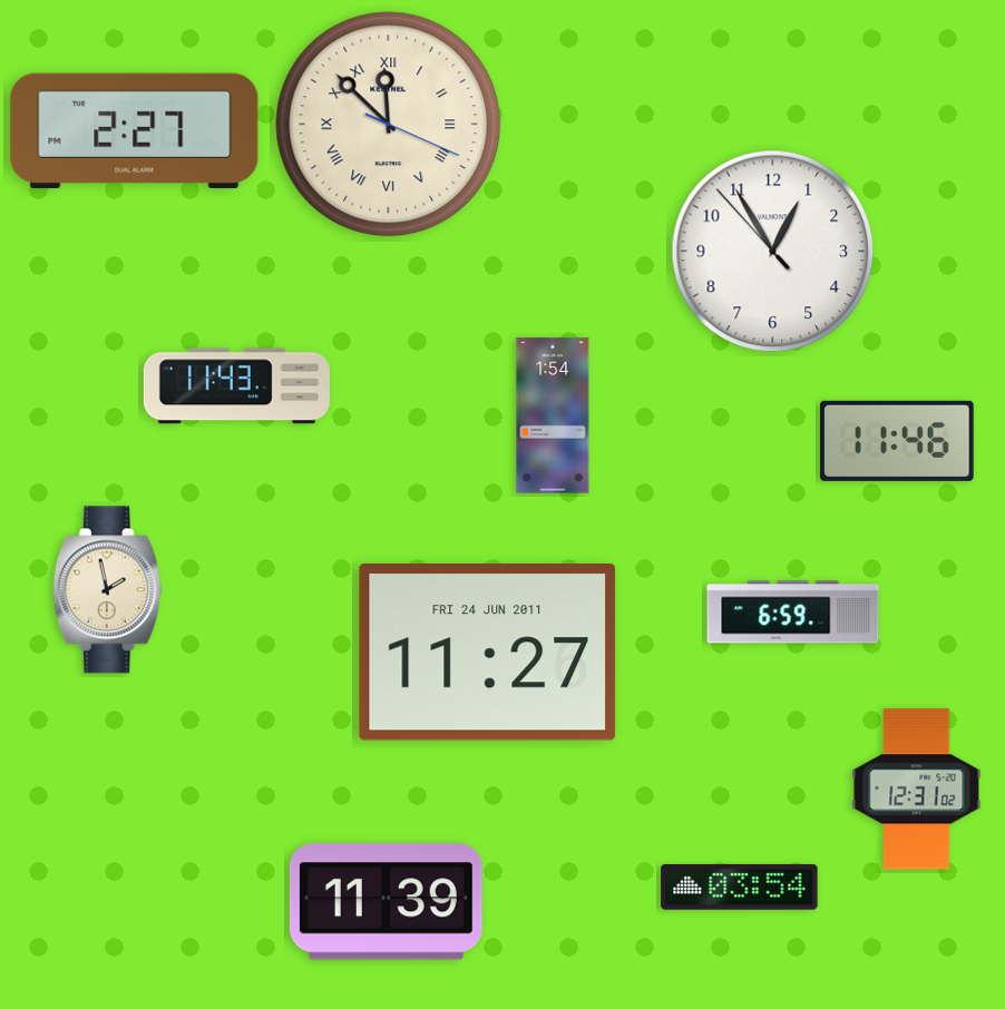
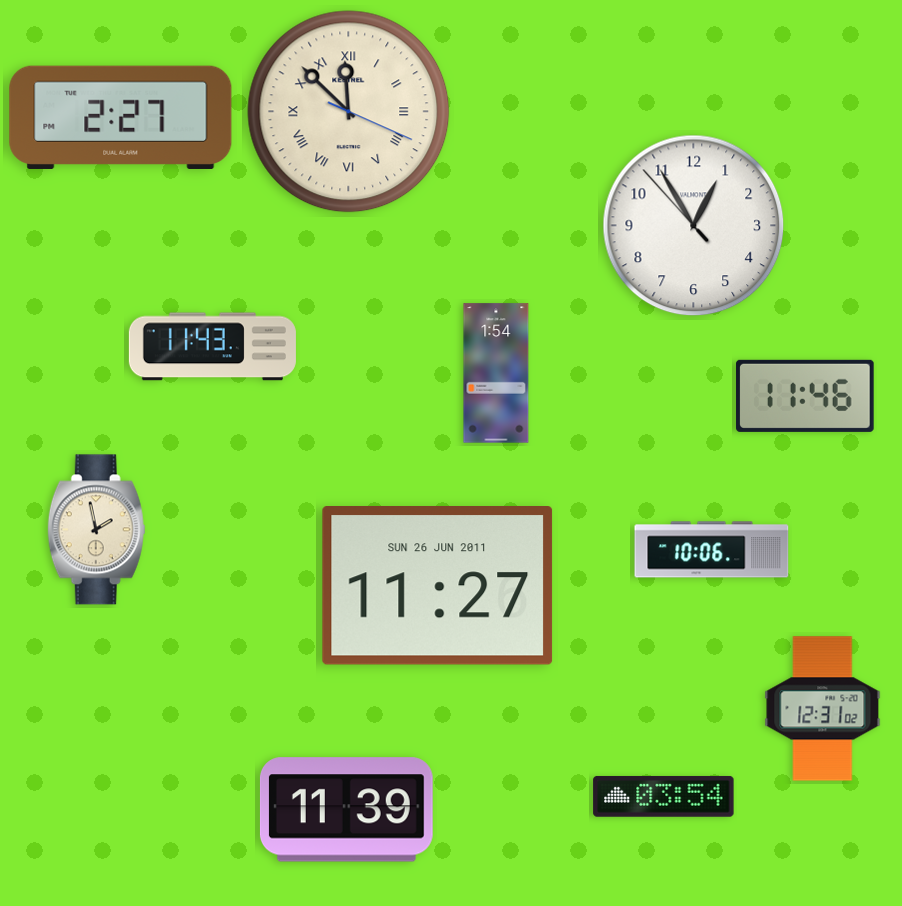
clock at (793, 613): 6:59 -> 10:06
clock at (488, 653) date: FRI 24 JUN 2011 -> SUN 26 JUN 2011
